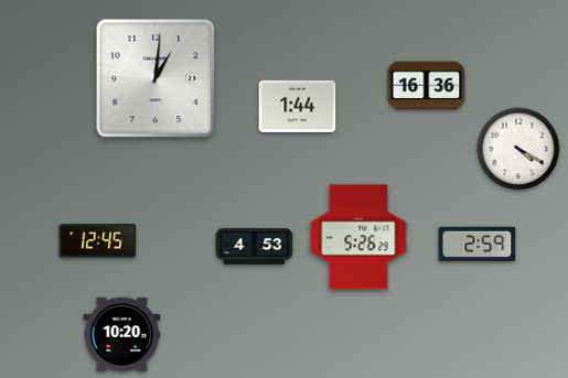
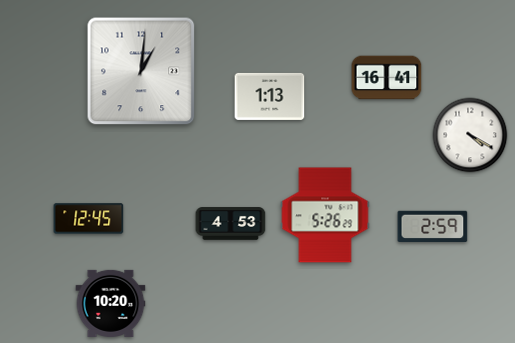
clock at (427, 86): 16:36 -> 16:41
clock at (298, 106): 1:44 -> 1:13
clock at (478, 244) position: (478, 244) -> (433, 226)
